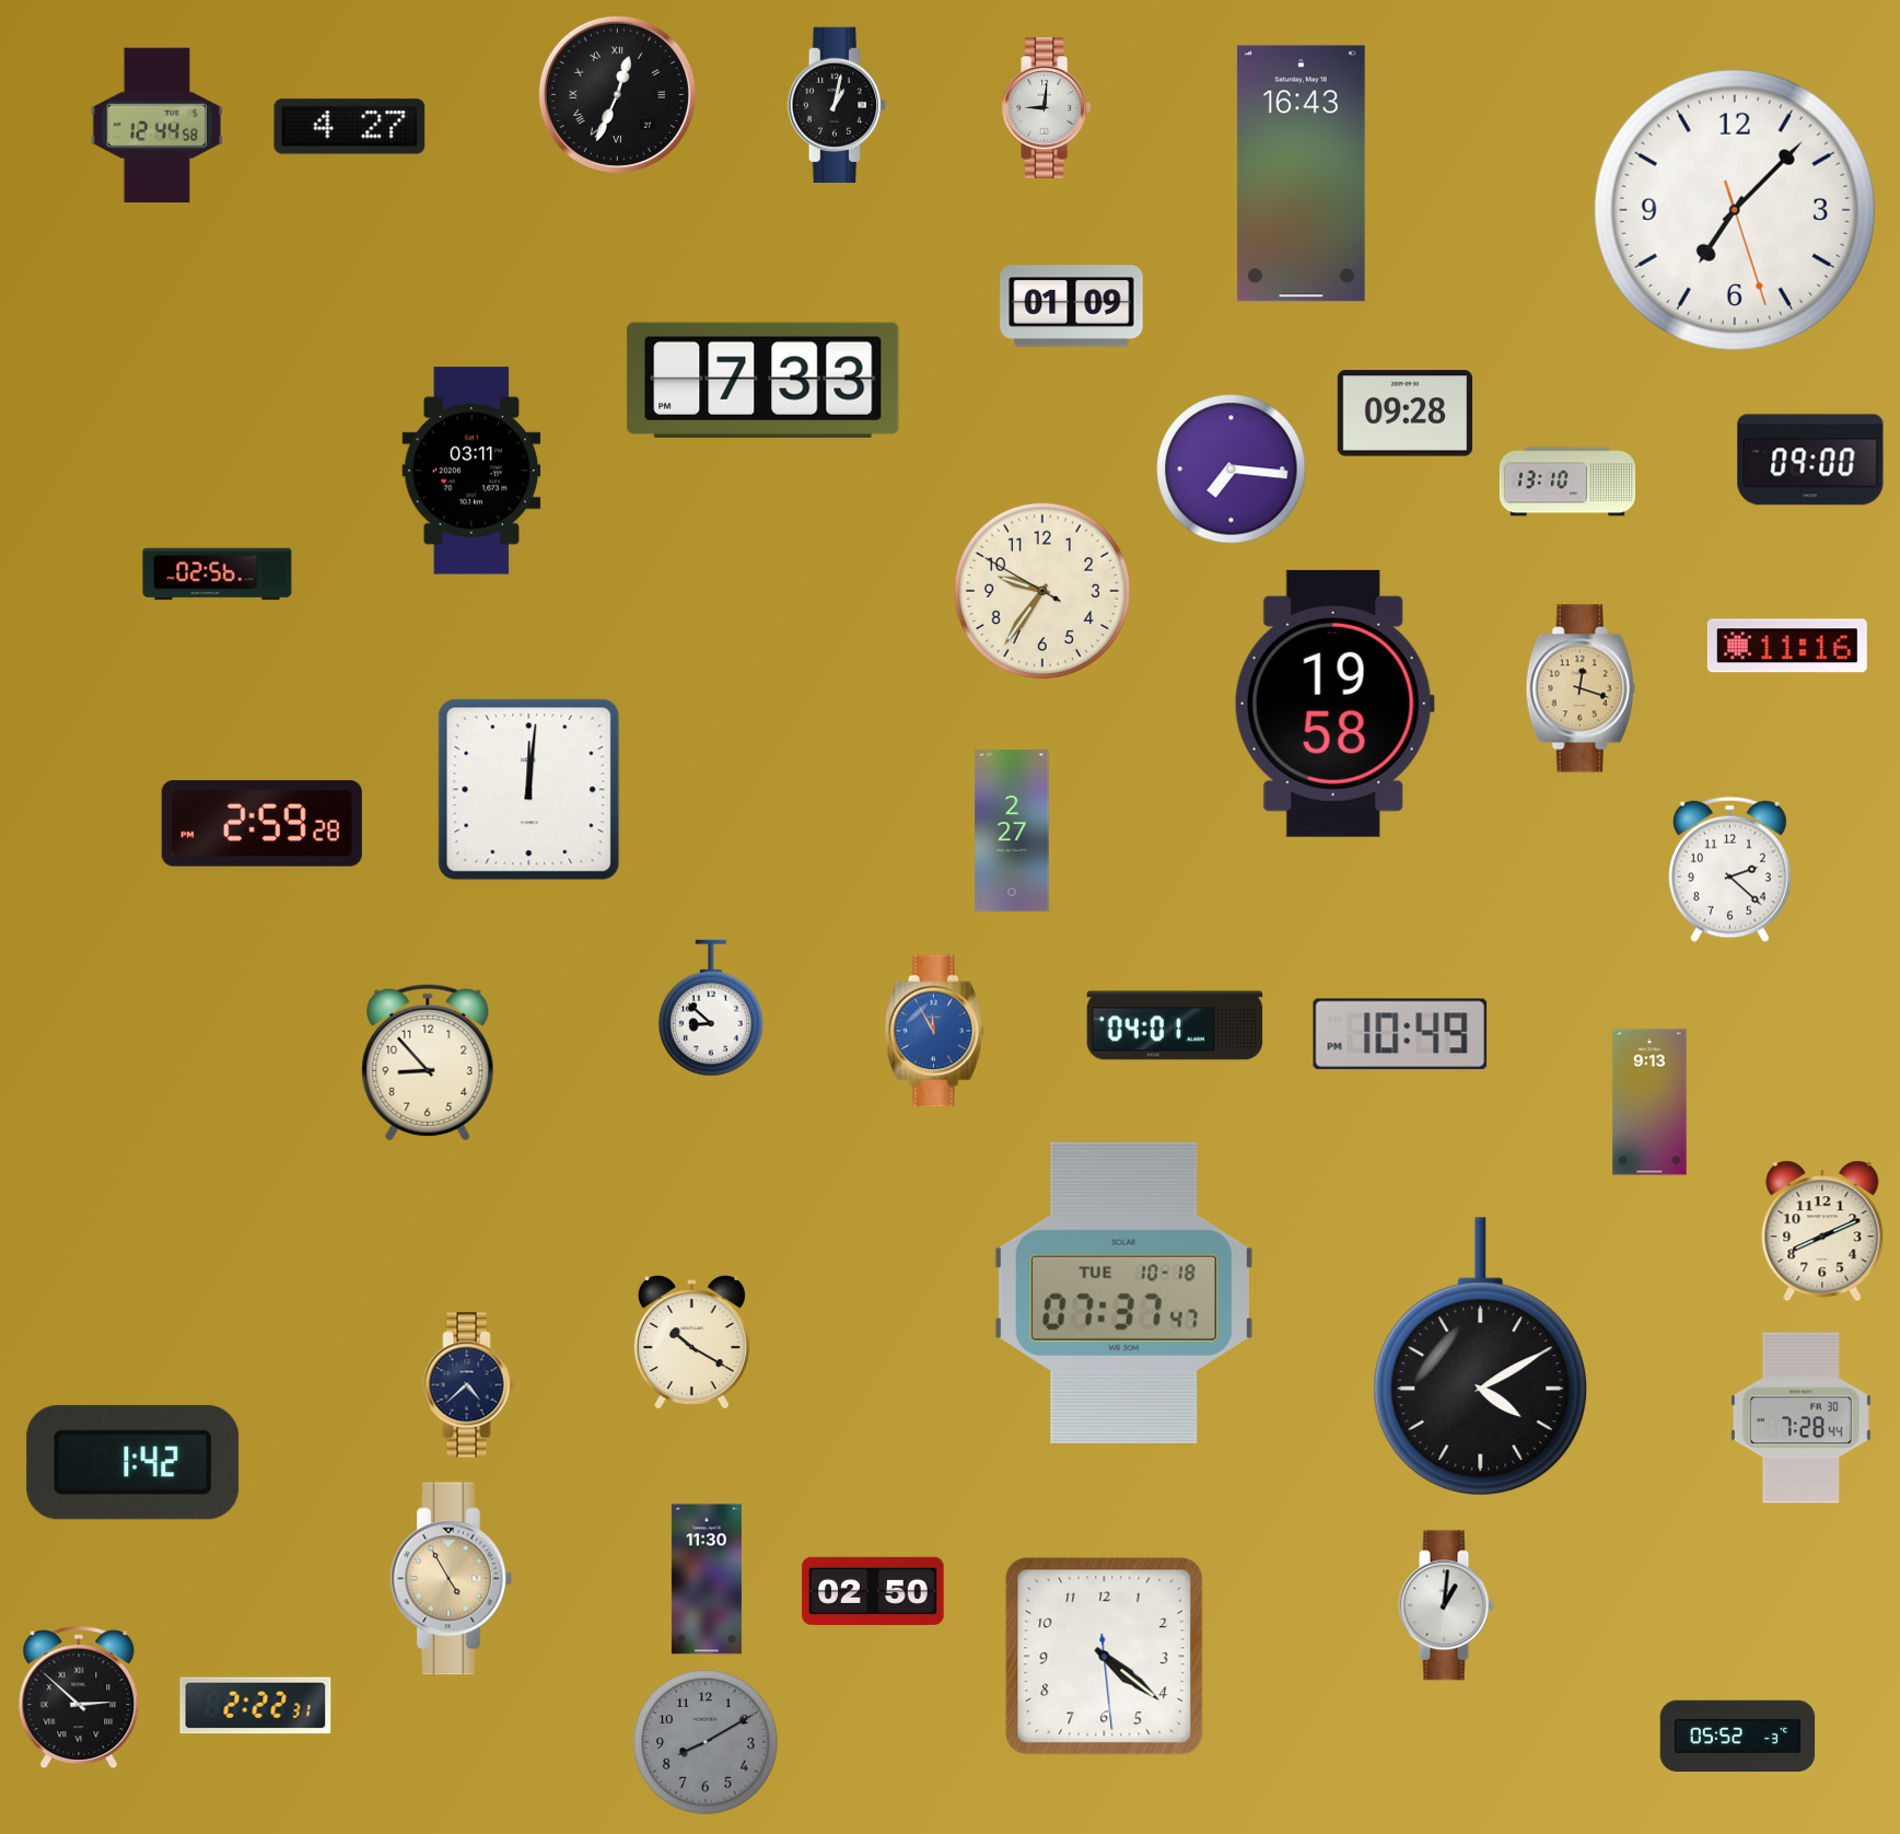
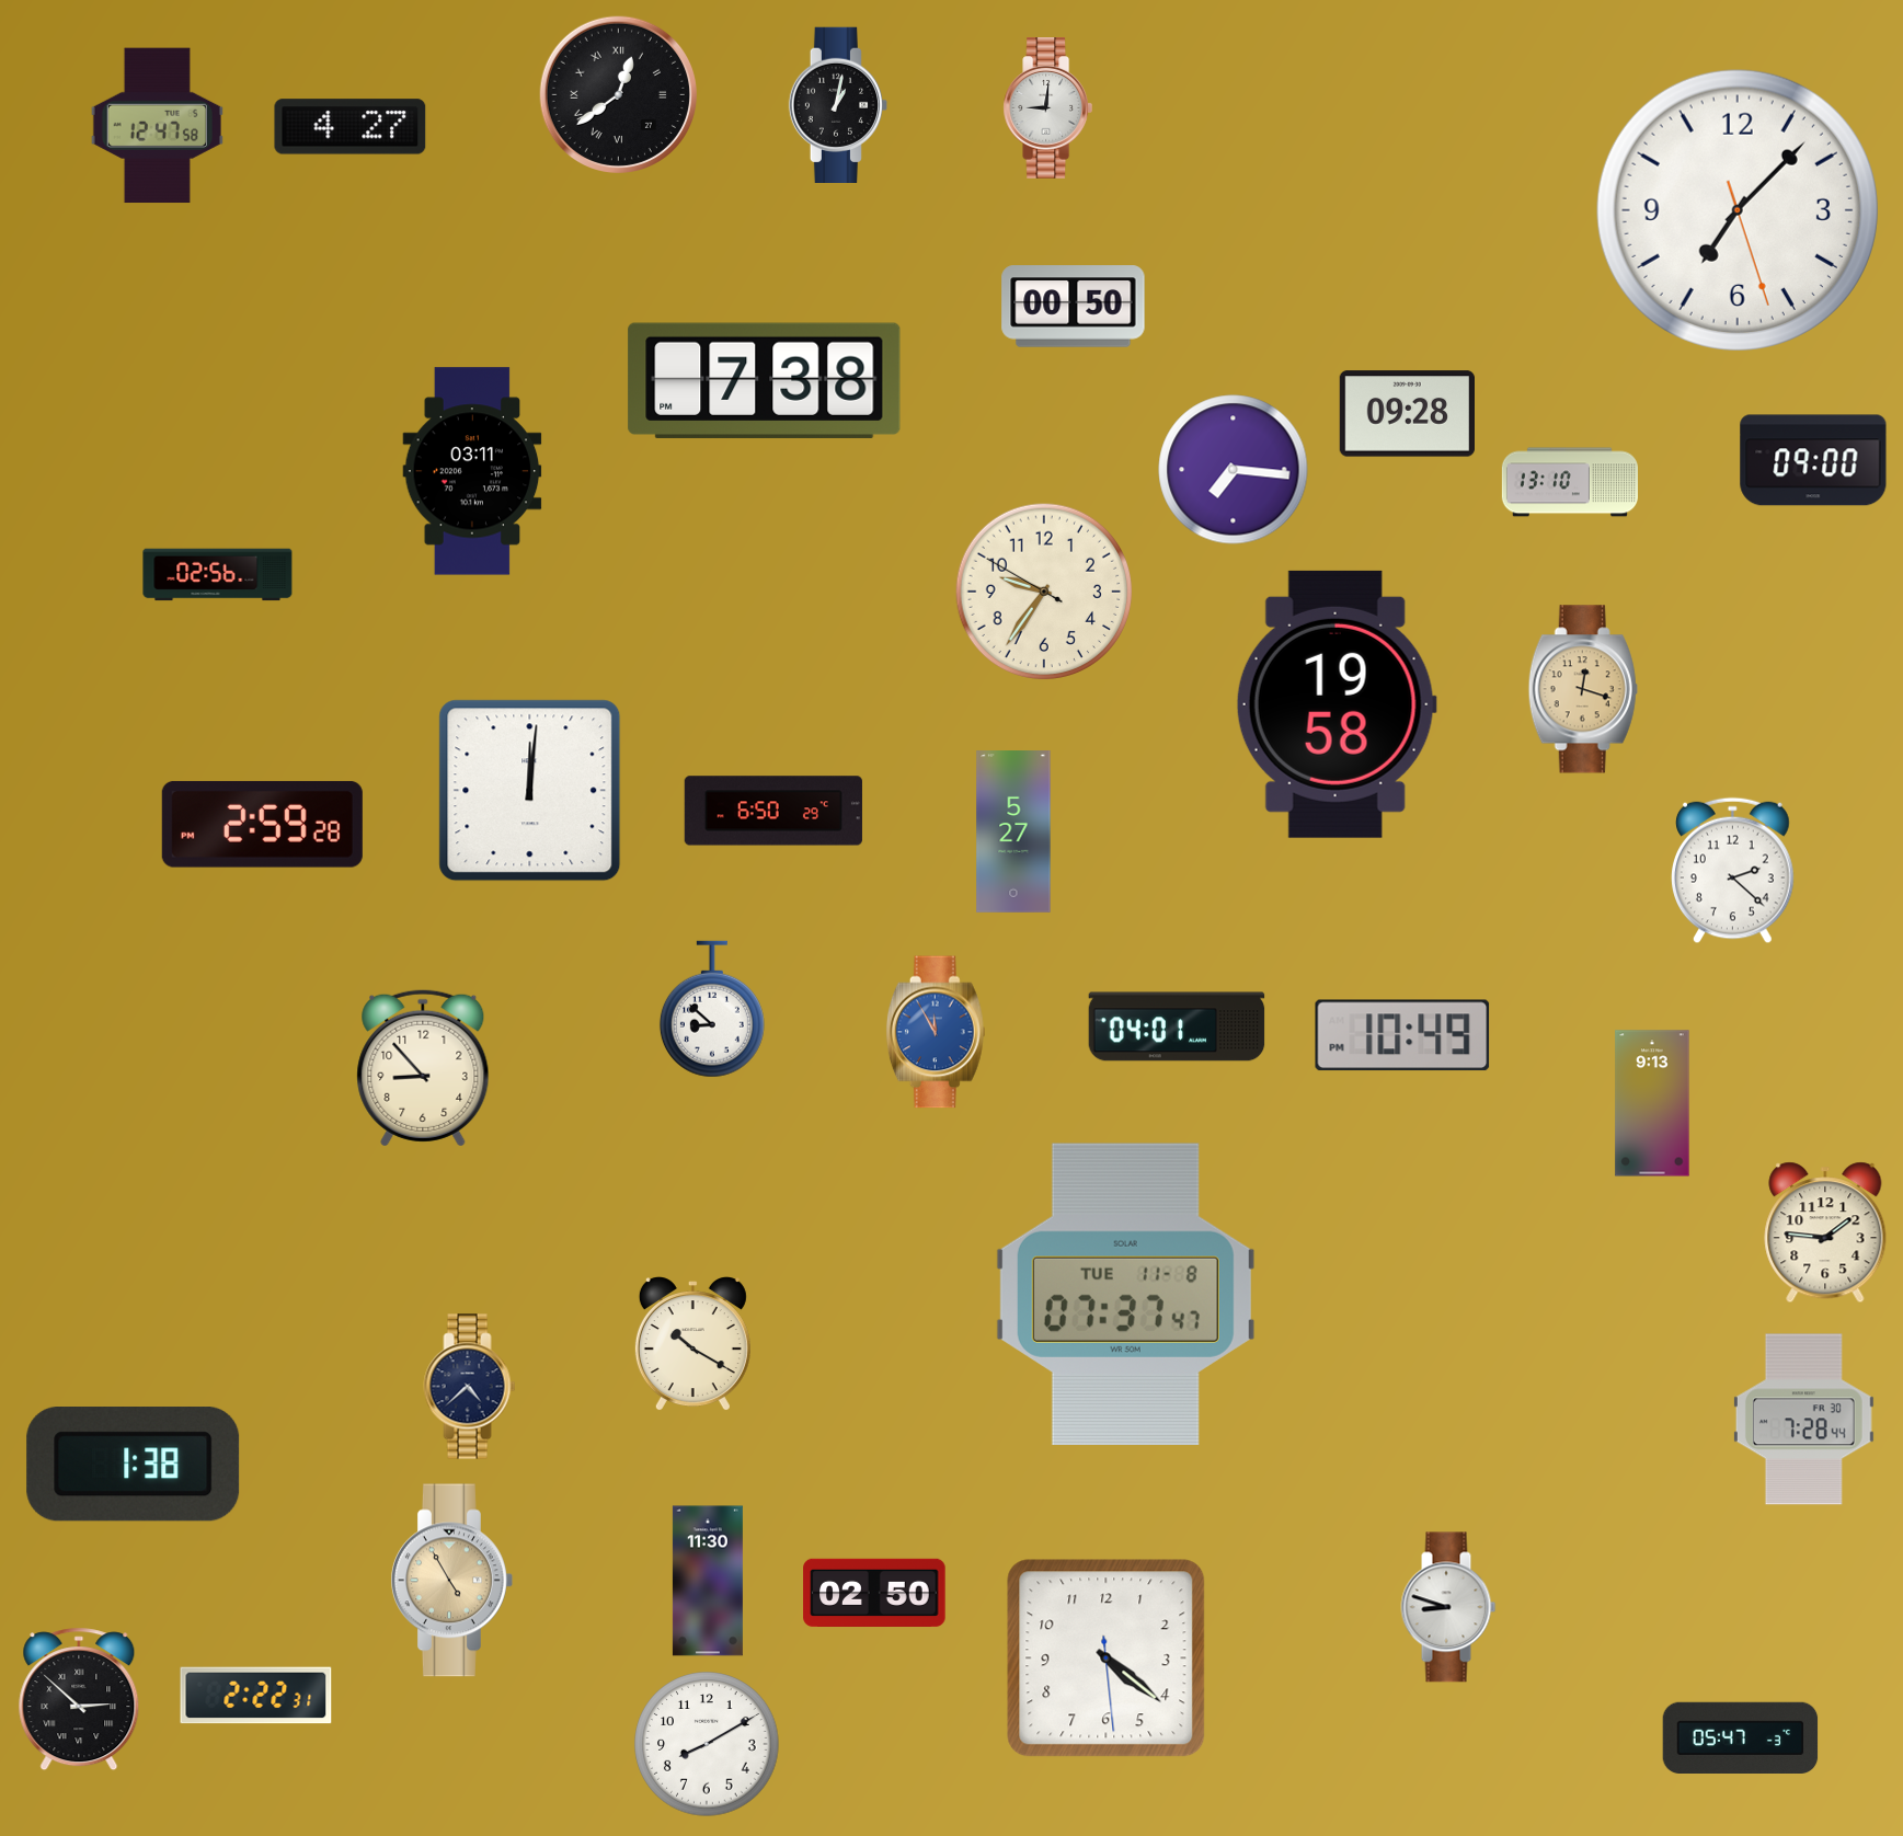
clock at (617, 94): 12:34 -> 12:39
clock at (156, 126): 12:44 -> 12:47
clock at (1301, 174): 16:43 -> none
clock at (1072, 306): 01:09 -> 00:50
clock at (764, 380): 7:33 -> 7:38
clock at (1787, 646): 11:16 -> none
clock at (773, 811): none -> 6:50
clock at (1012, 831): 2:27 -> 5:27
clock at (428, 1063) position: (428, 1063) -> (423, 1068)
clock at (1822, 1231): 8:11 -> 1:46
clock at (1123, 1292) date: TUE 10-18 -> TUE 11-8
clock at (1481, 1357): 4:10 -> none
clock at (133, 1463): 1:42 -> 1:38
clock at (1446, 1605): 1:01 -> 8:48
clock at (256, 1706) position: (256, 1706) -> (256, 1696)
clock at (1738, 1736): 05:52 -> 05:47
clock at (706, 1742) dial: grey -> white
